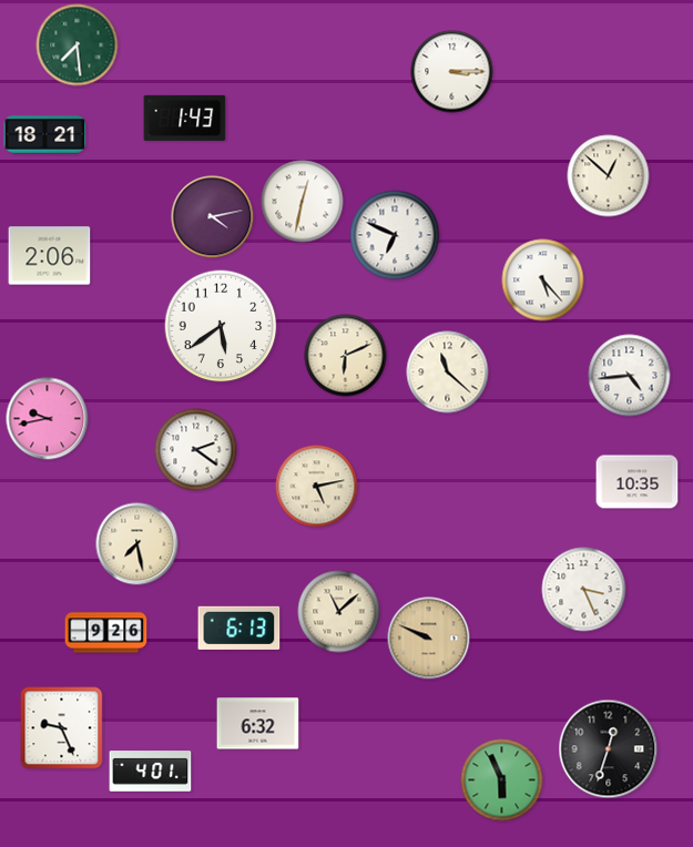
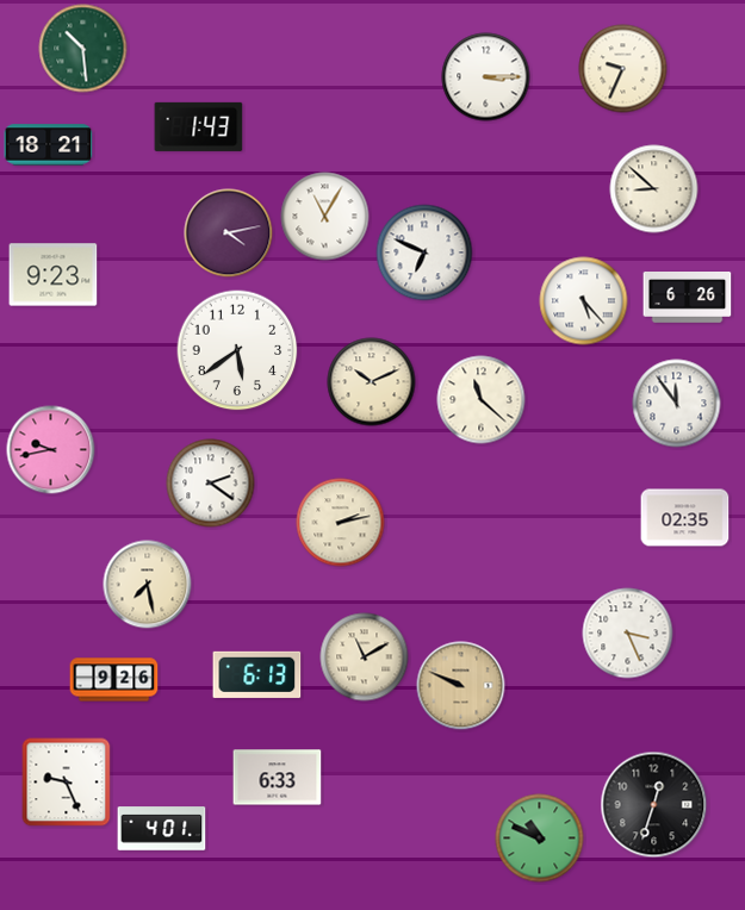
clock at (78, 45): 7:29 -> 10:29
clock at (623, 69): none -> 9:34
clock at (609, 176): 12:52 -> 8:52
clock at (303, 202): 12:32 -> 11:05
clock at (50, 256): 2:06 -> 9:23
clock at (688, 298): none -> 6:26
clock at (346, 356): 6:11 -> 10:11
clock at (630, 376): 4:44 -> 11:54
clock at (638, 482): 10:35 -> 02:35
clock at (317, 487): 5:13 -> 2:13
clock at (339, 612): 11:08 -> 11:10
clock at (258, 724): 6:32 -> 6:33
clock at (502, 780): 5:56 -> 10:49
